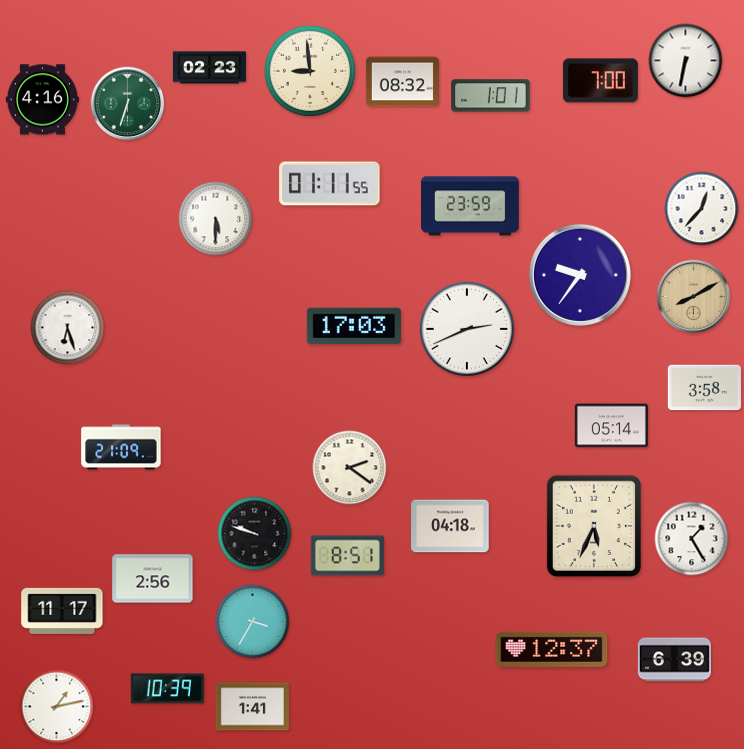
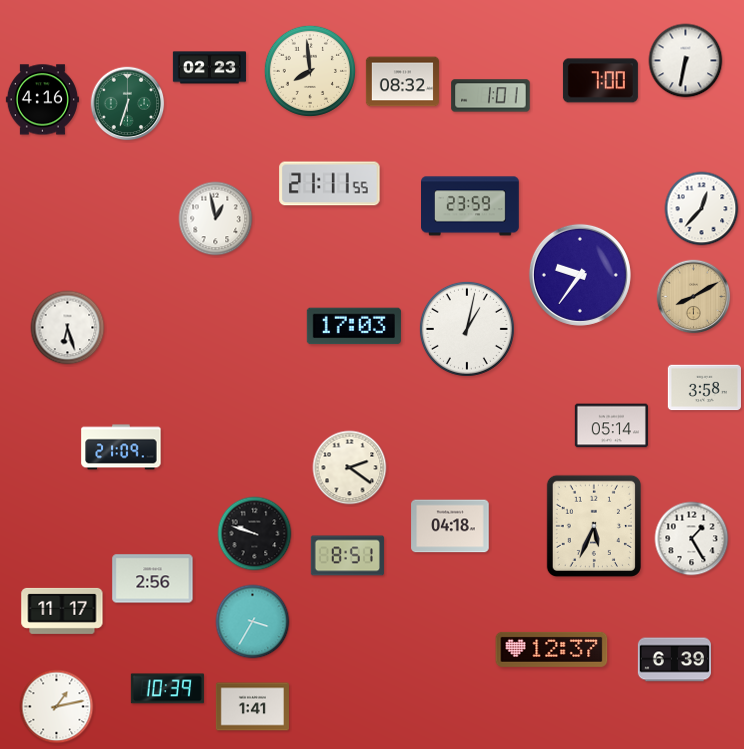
clock at (310, 71): 8:59 -> 7:59
clock at (330, 184): 01:11 -> 21:11
clock at (216, 219): 5:30 -> 12:58
clock at (467, 329): 2:41 -> 1:02
